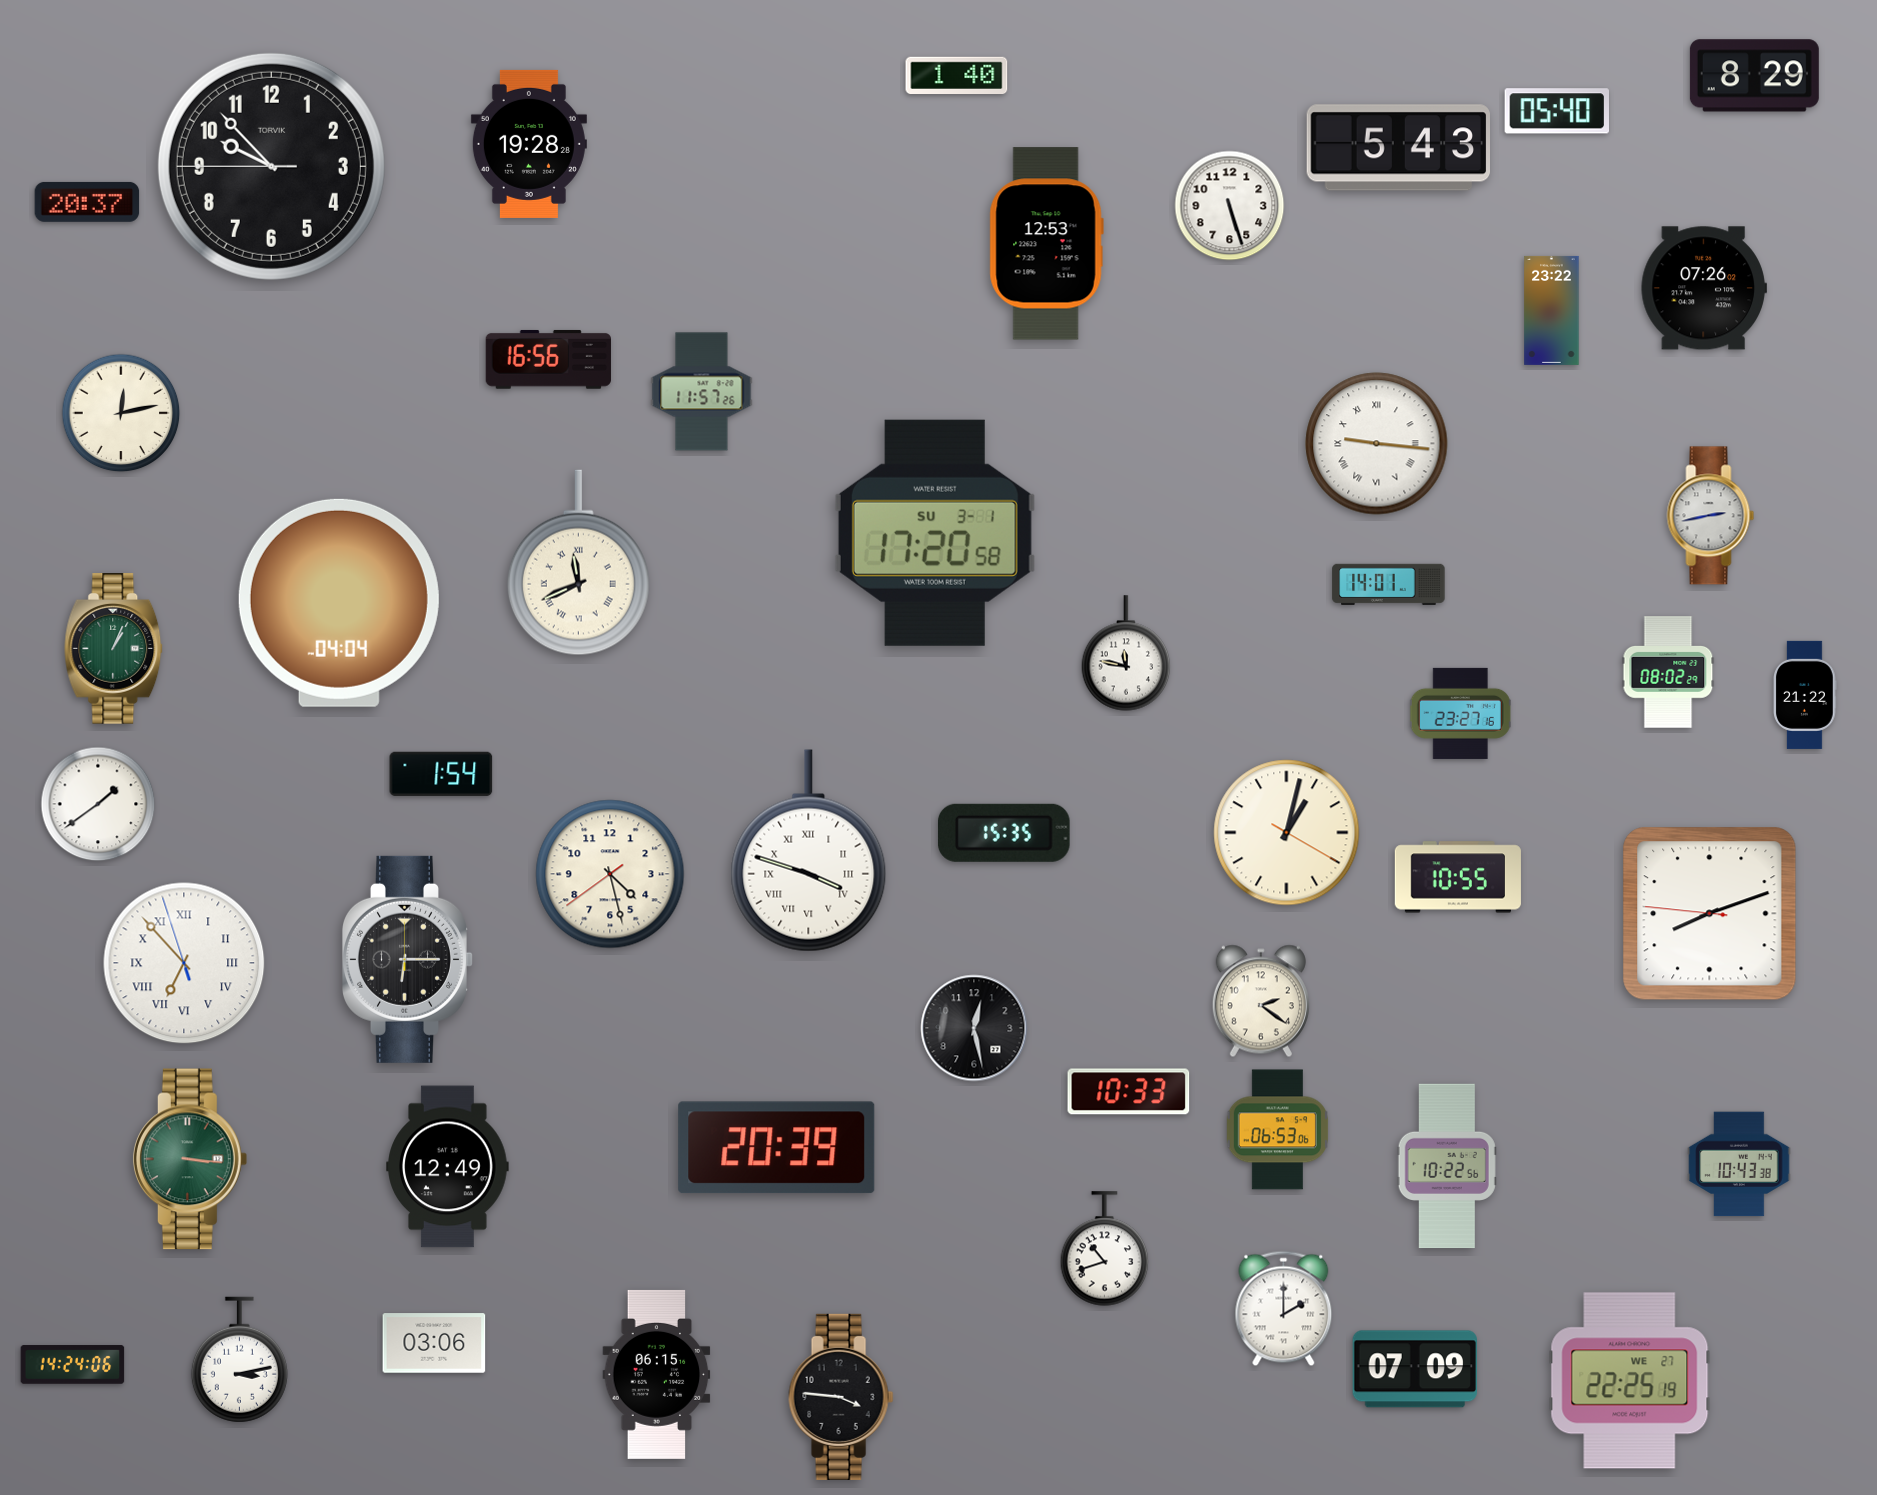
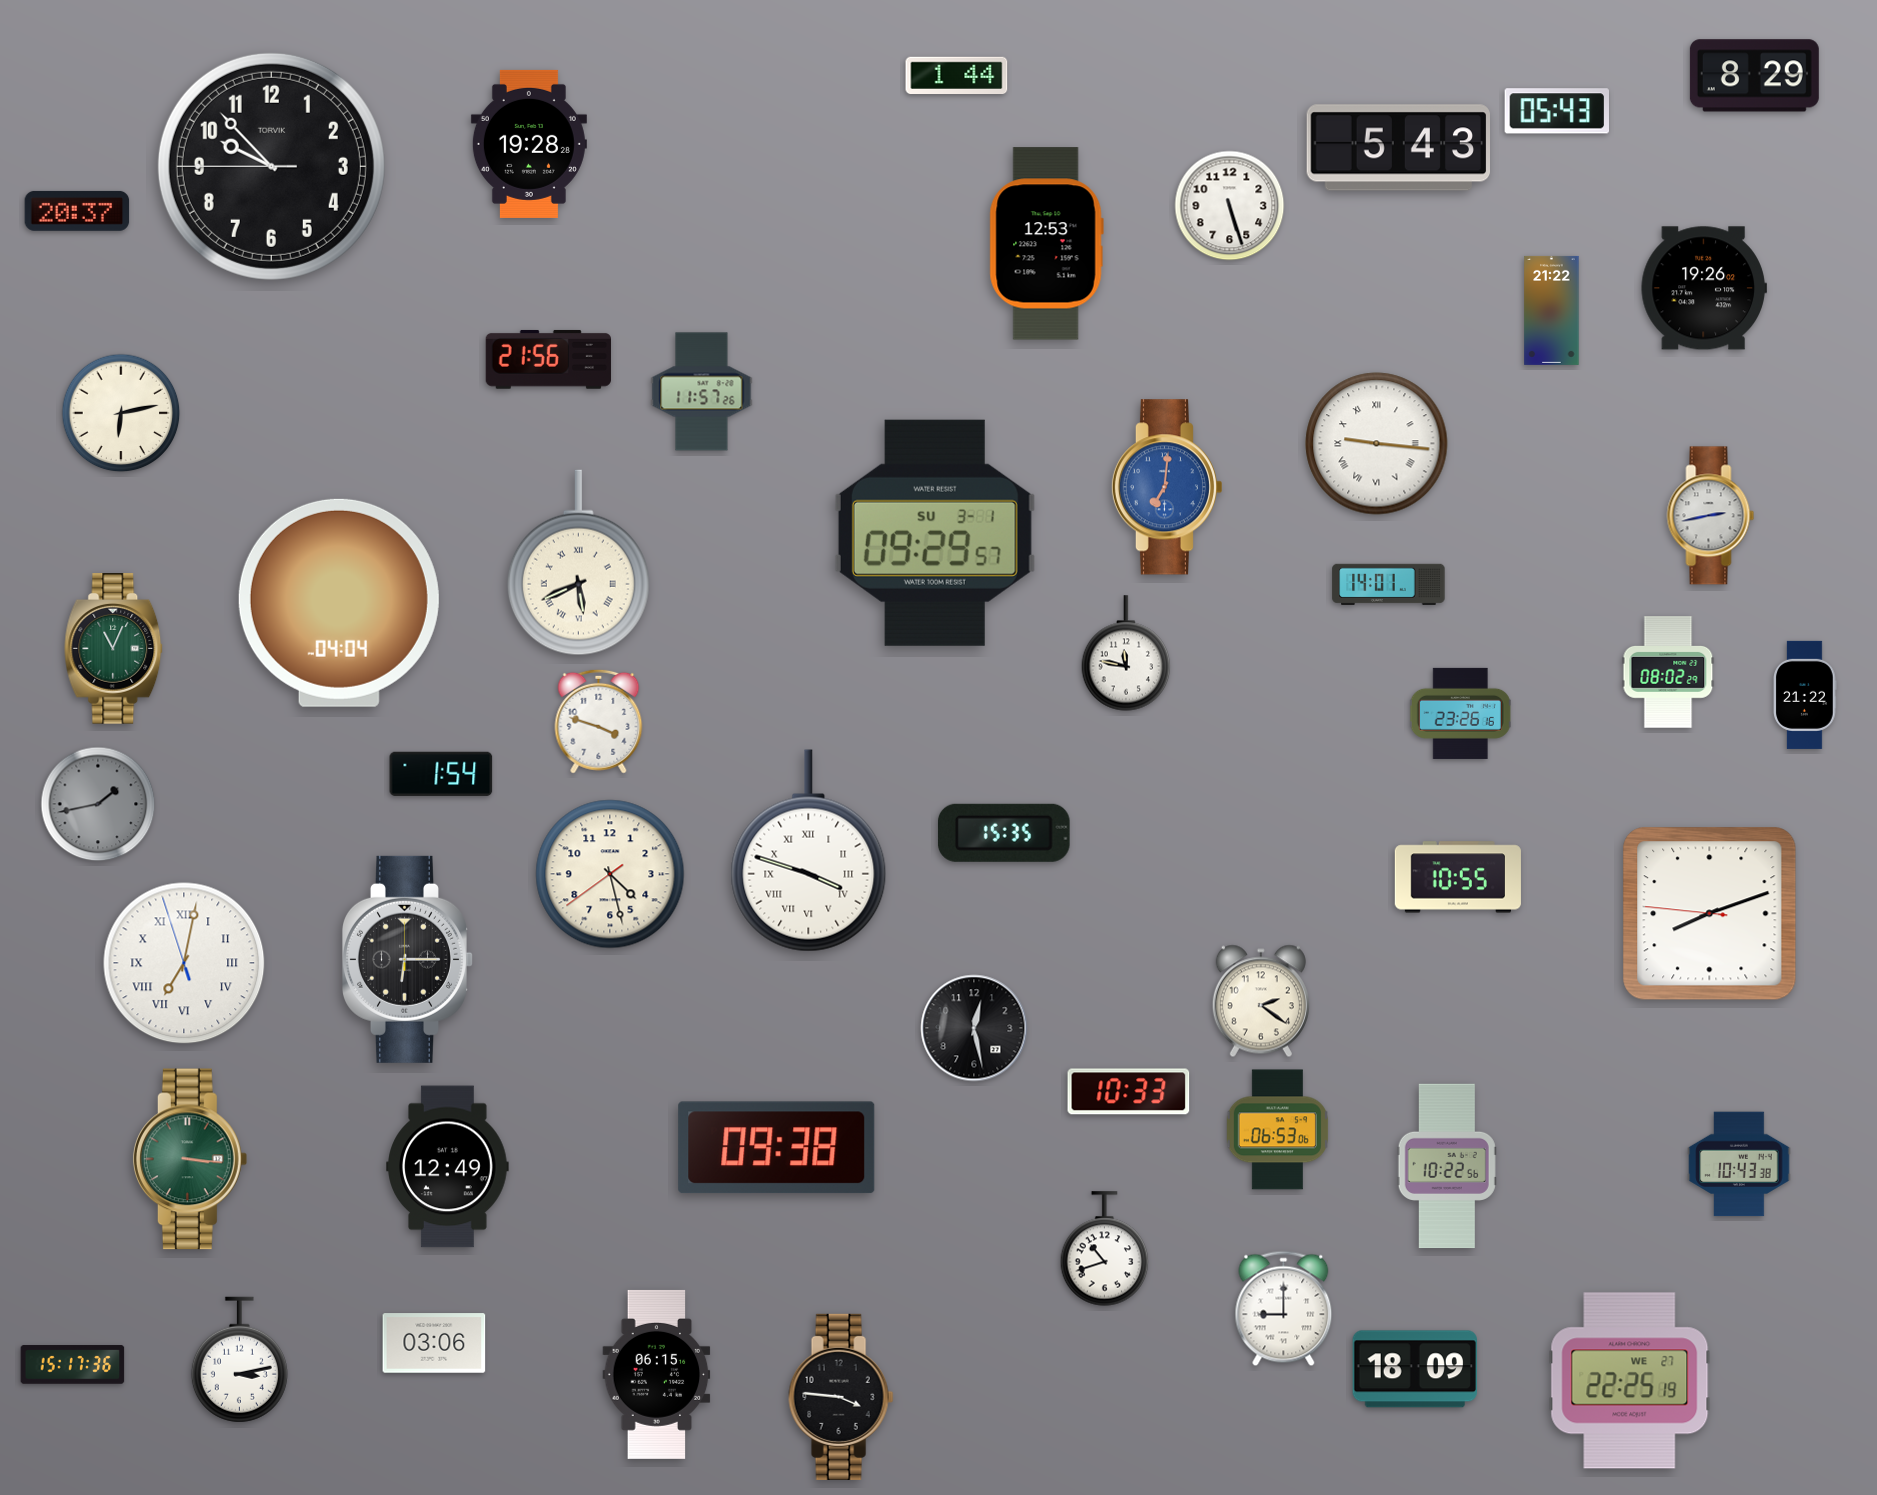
clock at (957, 76): 1:40 -> 1:44
clock at (1556, 111): 05:40 -> 05:43
clock at (87, 202) position: (87, 202) -> (77, 211)
clock at (1704, 288): 07:26 -> 19:26
clock at (1552, 310): 23:22 -> 21:22
clock at (548, 360): 16:56 -> 21:56
clock at (121, 413): 12:13 -> 6:13
clock at (1166, 487): none -> 7:01
clock at (935, 533): 17:20 -> 09:29
clock at (578, 563): 11:41 -> 5:41
clock at (114, 649): 1:04 -> 11:04
clock at (1460, 713): 23:27 -> 23:26
clock at (599, 721): none -> 3:48
clock at (98, 804): 1:39 -> 1:43
clock at (98, 804) dial: white -> grey
clock at (1287, 833): 1:02 -> none
clock at (184, 963): 6:52 -> 7:01
clock at (777, 1148): 20:39 -> 09:38
clock at (1284, 1309): 2:00 -> 9:00
clock at (73, 1365): 14:24 -> 15:17
clock at (1414, 1369): 07:09 -> 18:09
